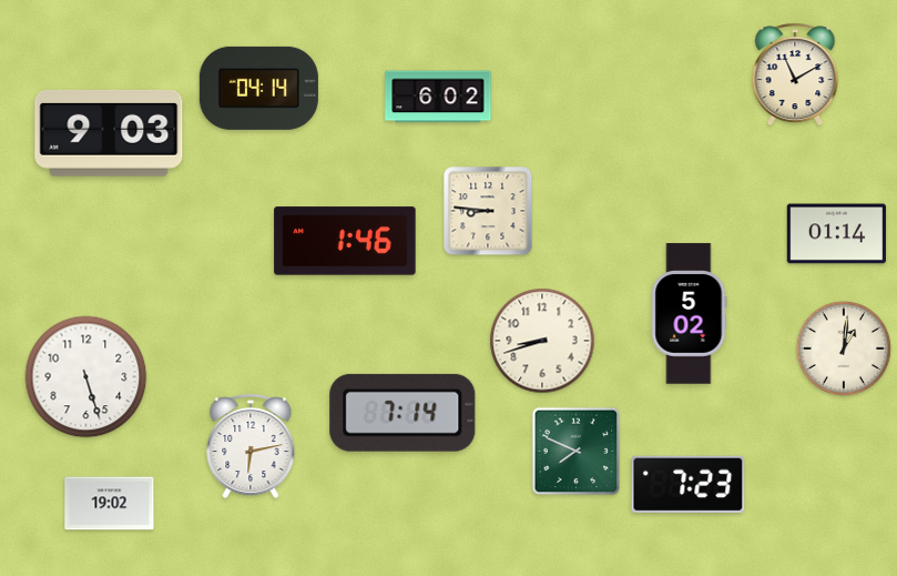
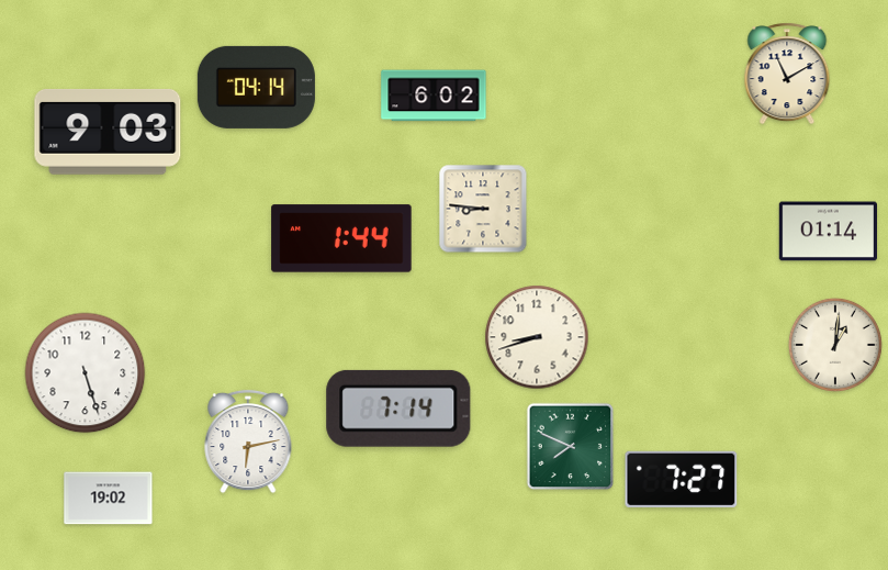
clock at (345, 241): 1:46 -> 1:44
clock at (690, 314): 5:02 -> none
clock at (689, 484): 7:23 -> 7:27
